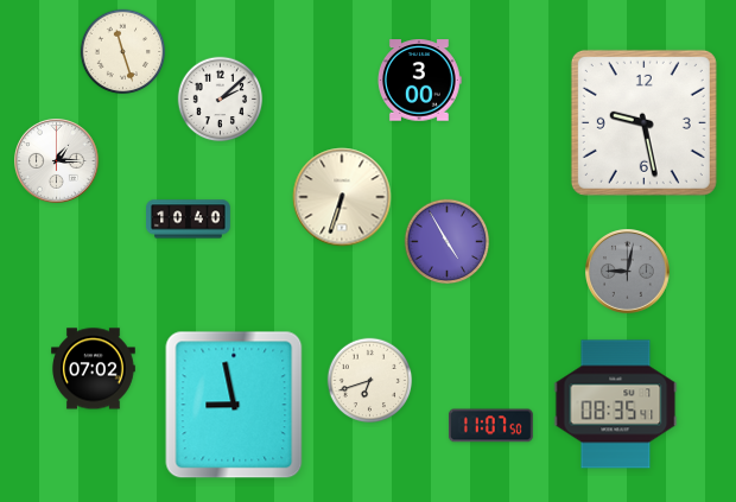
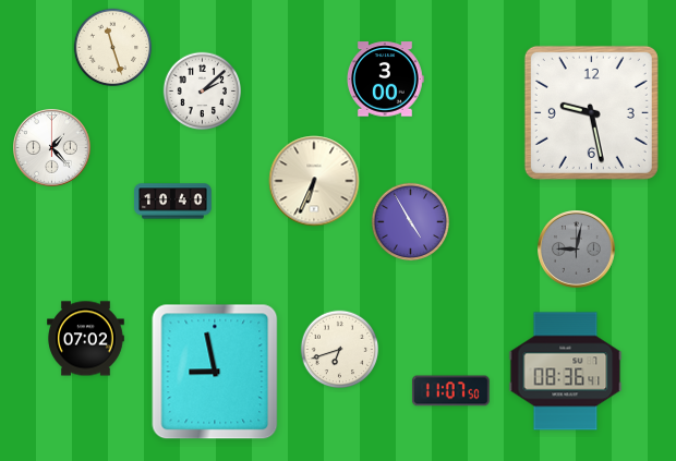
clock at (420, 81) position: (420, 81) -> (386, 80)
clock at (57, 161): 1:15 -> 1:23
clock at (342, 197): 6:33 -> 6:34
clock at (616, 405): 08:35 -> 08:36
